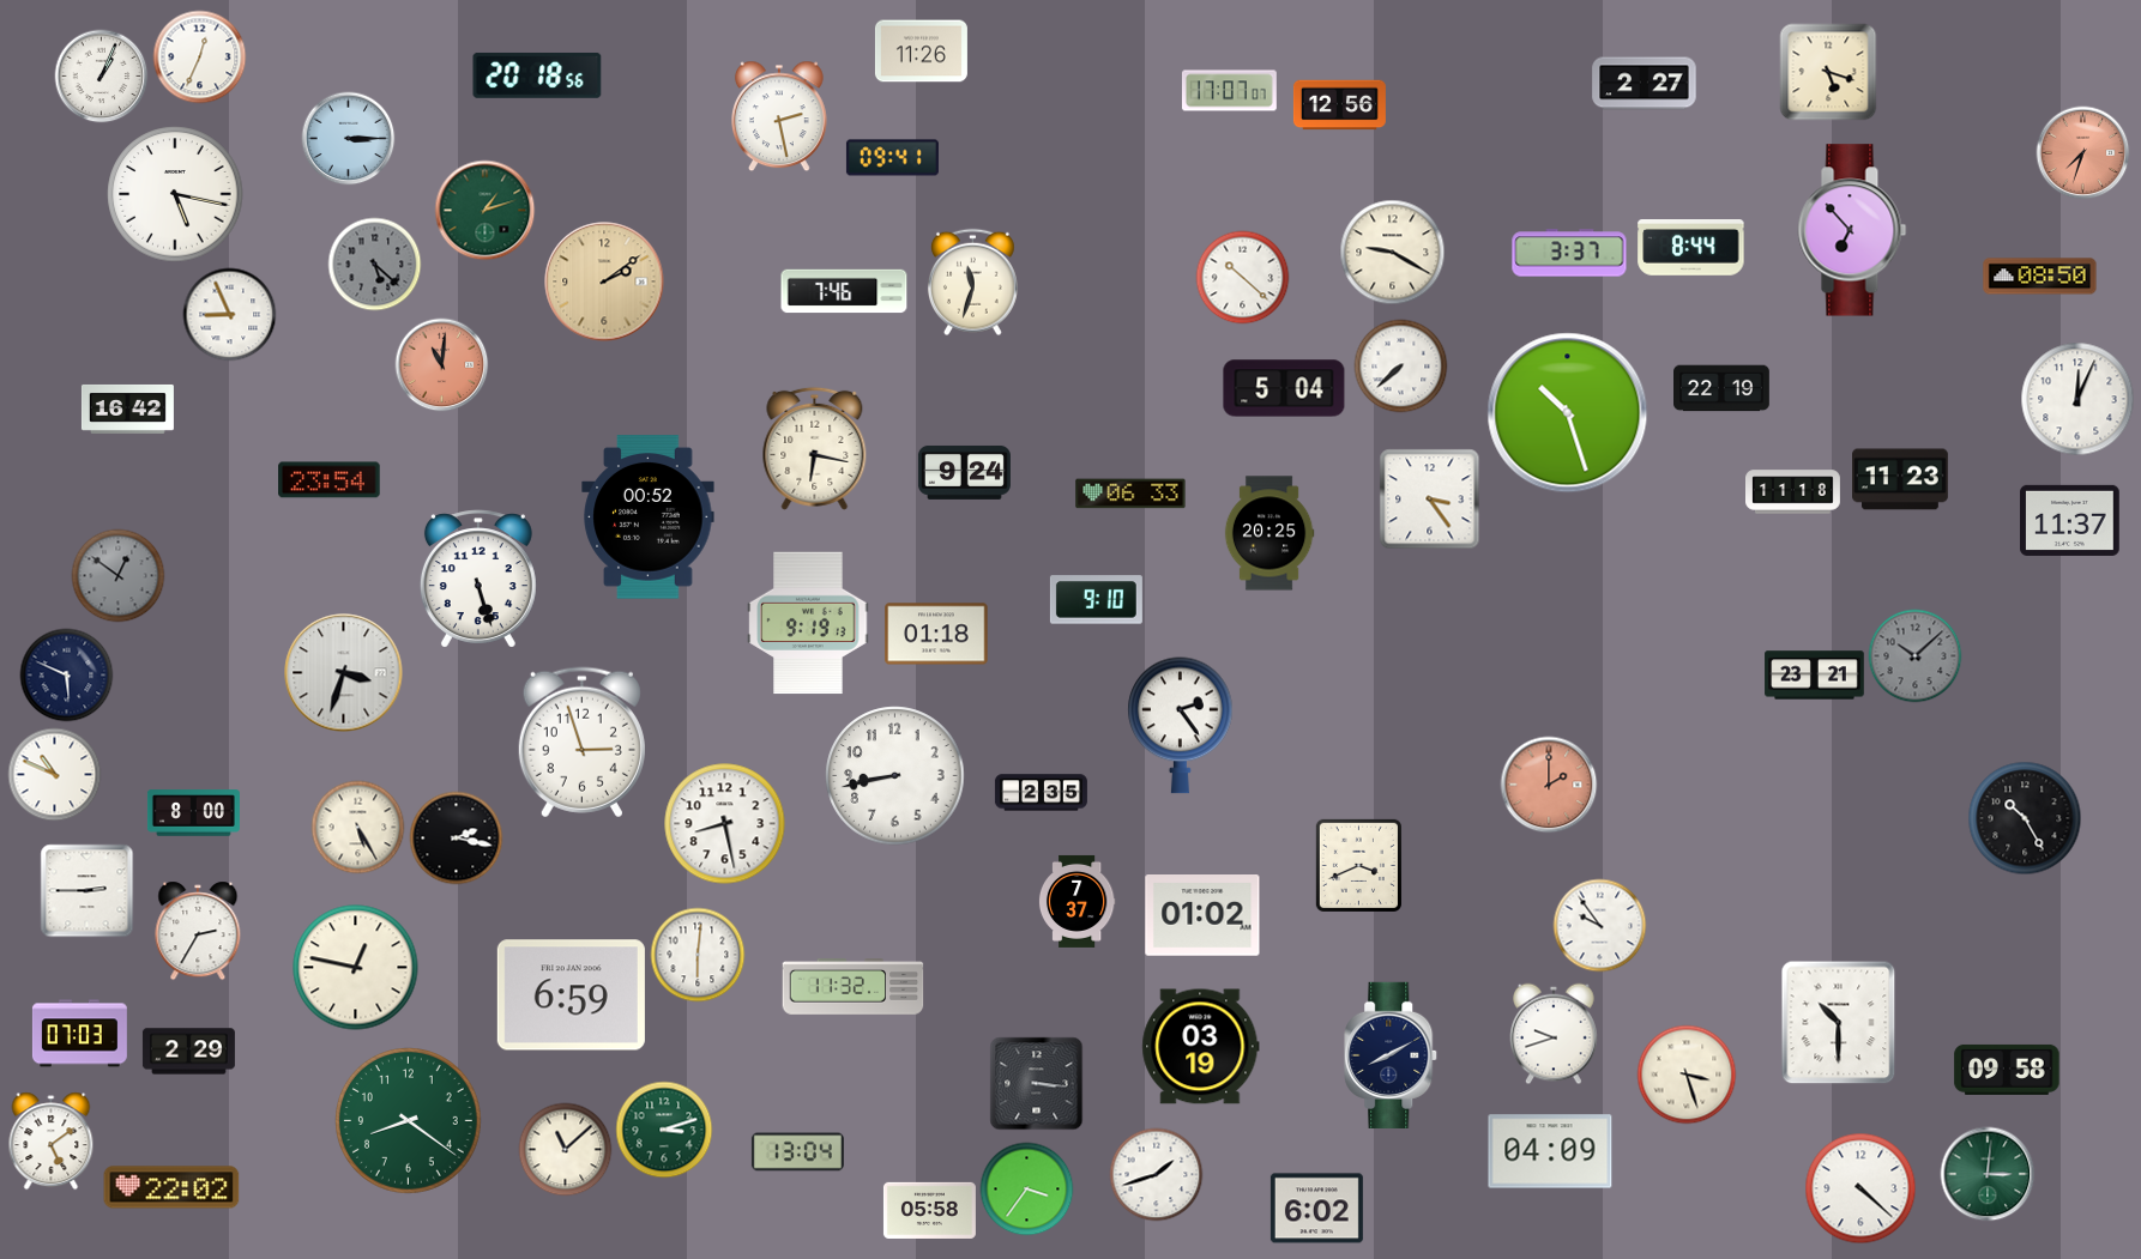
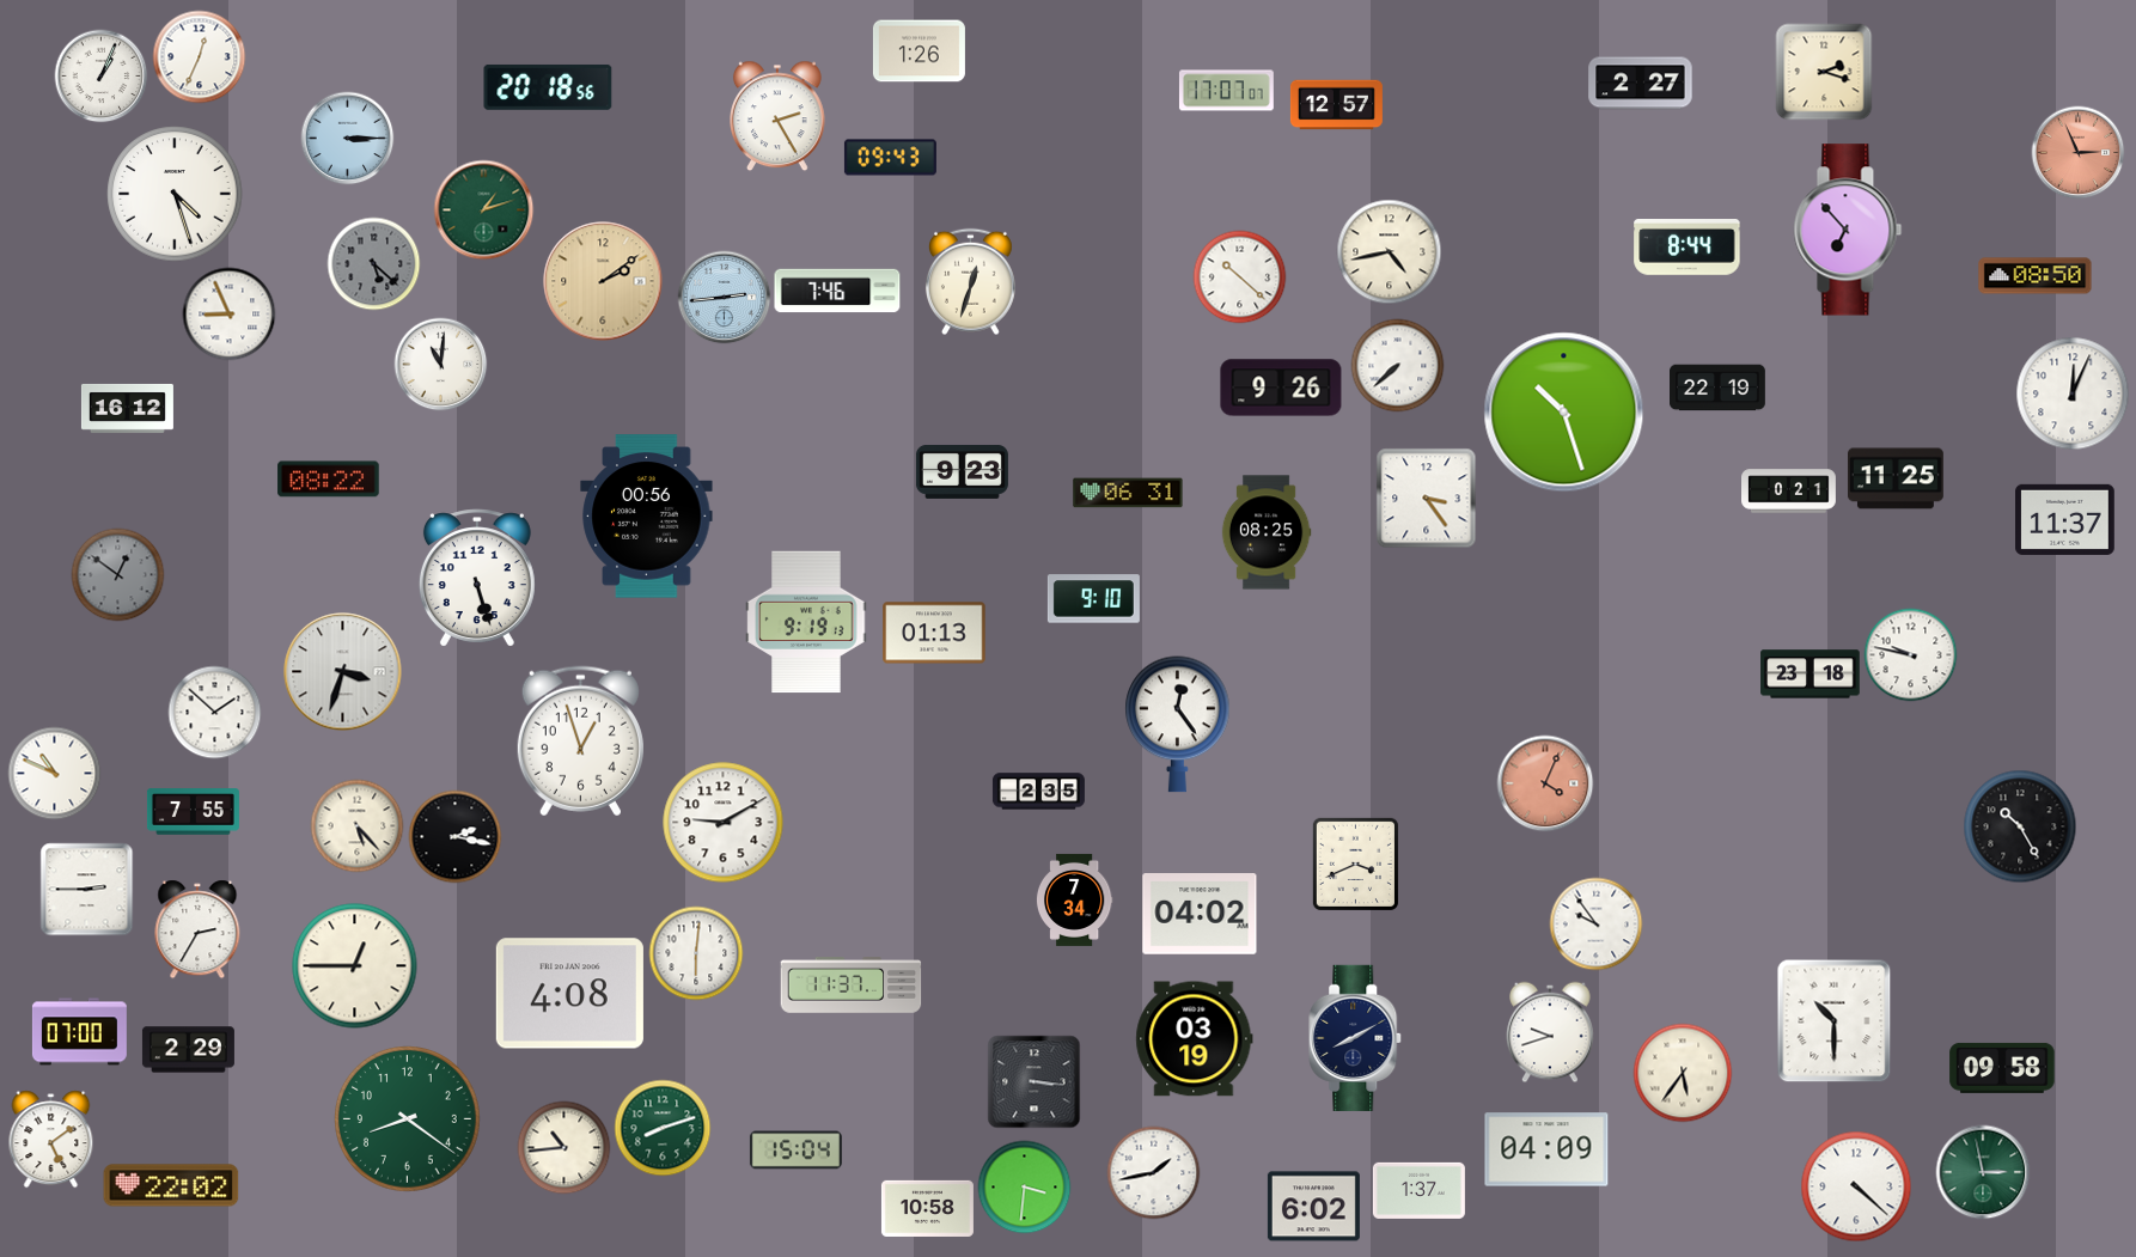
clock at (921, 52): 11:26 -> 1:26
clock at (1828, 72): 5:18 -> 2:18
clock at (537, 75) position: (537, 75) -> (548, 87)
clock at (1339, 105): 12:56 -> 12:57
clock at (780, 116): 2:28 -> 2:25
clock at (2082, 152): 7:33 -> 2:56
clock at (892, 158): 09:41 -> 09:43
clock at (175, 194): 5:17 -> 4:27
clock at (1392, 252): 9:20 -> 4:43
clock at (1569, 253): 3:37 -> none
clock at (973, 282): 11:33 -> 12:33
clock at (844, 291) position: (844, 291) -> (837, 291)
clock at (724, 297): none -> 2:44
clock at (441, 364) dial: salmon -> white
clock at (1284, 388): 5:04 -> 9:26
clock at (2077, 399) position: (2077, 399) -> (2073, 393)
clock at (127, 408): 16:42 -> 16:12
clock at (815, 448): 6:17 -> none
clock at (964, 472): 9:24 -> 9:23
clock at (1901, 479): 11:23 -> 11:25
clock at (330, 480): 23:54 -> 08:22
clock at (1793, 492): 11:18 -> 0:21
clock at (1130, 494): 06:33 -> 06:31
clock at (649, 517): 00:52 -> 00:56
clock at (1269, 533): 20:25 -> 08:25
clock at (936, 634): 01:18 -> 01:13
clock at (1914, 655): 10:08 -> 9:47
clock at (1914, 655) dial: grey -> white
clock at (66, 674): 5:49 -> none
clock at (1815, 676): 23:21 -> 23:18
clock at (214, 712): none -> 1:52
clock at (1181, 726): 2:24 -> 12:24
clock at (581, 743): 2:57 -> 12:57
clock at (895, 776): 8:43 -> none
clock at (1549, 785): 2:00 -> 4:04
clock at (193, 813): 8:00 -> 7:55
clock at (2025, 818) position: (2025, 818) -> (2020, 826)
clock at (725, 824): 8:28 -> 9:10
clock at (357, 827): 5:25 -> 5:23
clock at (1076, 901): 7:37 -> 7:34
clock at (1202, 916): 01:02 -> 04:02
clock at (356, 968): 12:47 -> 12:45
clock at (854, 987): 11:32 -> 11:37
clock at (571, 995): 6:59 -> 4:08
clock at (79, 1034): 07:03 -> 07:00
clock at (1201, 1047) position: (1201, 1047) -> (1195, 1039)
clock at (1392, 1055) position: (1392, 1055) -> (1356, 1038)
clock at (1687, 1075): 3:27 -> 5:36
clock at (664, 1130): 3:12 -> 8:12
clock at (565, 1149): 11:08 -> 10:44
clock at (797, 1152): 13:04 -> 15:04
clock at (1156, 1174): 1:42 -> 1:43
clock at (1988, 1174): 3:01 -> 2:58
clock at (1026, 1188): 3:36 -> 3:31
clock at (1418, 1190): none -> 1:37
clock at (929, 1210): 05:58 -> 10:58
